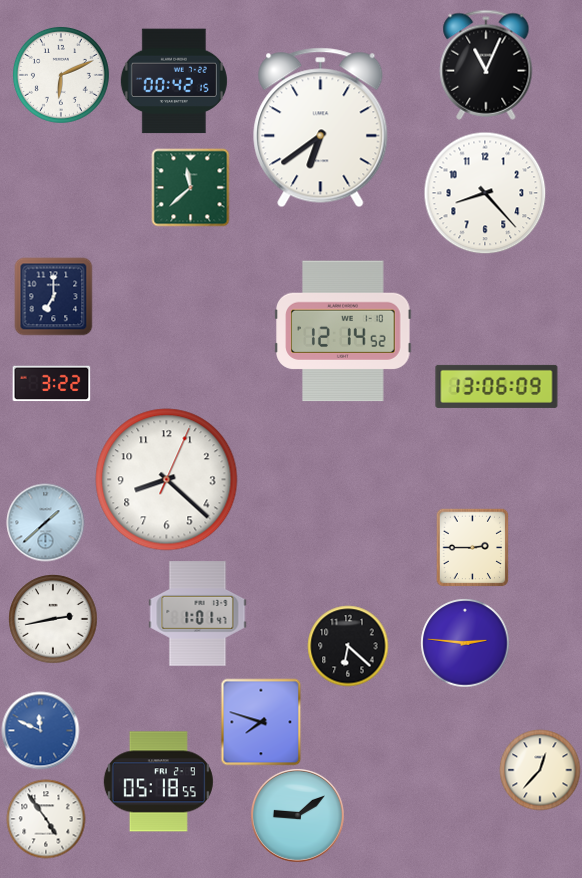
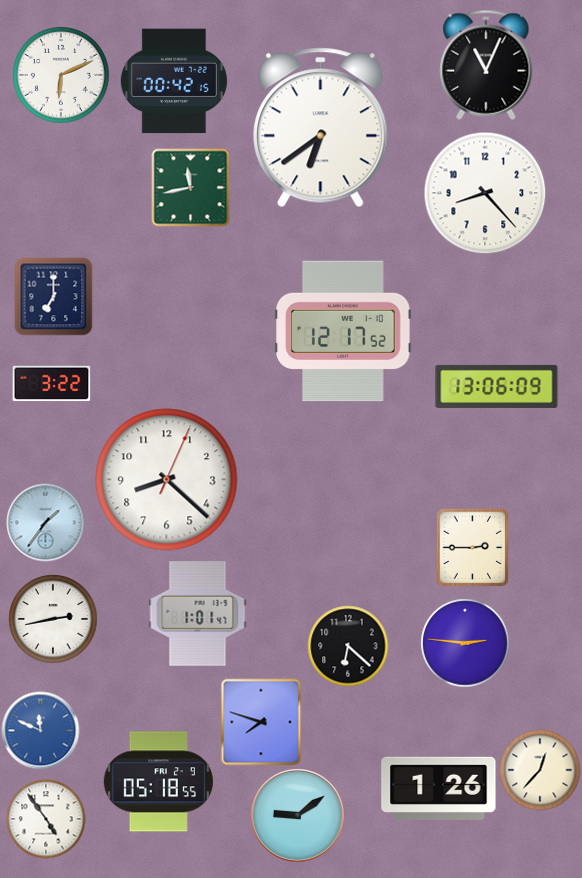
clock at (190, 187): 11:38 -> 11:43
clock at (343, 331): 12:14 -> 12:17
clock at (45, 522): 1:38 -> 1:36
clock at (439, 788): none -> 1:26
